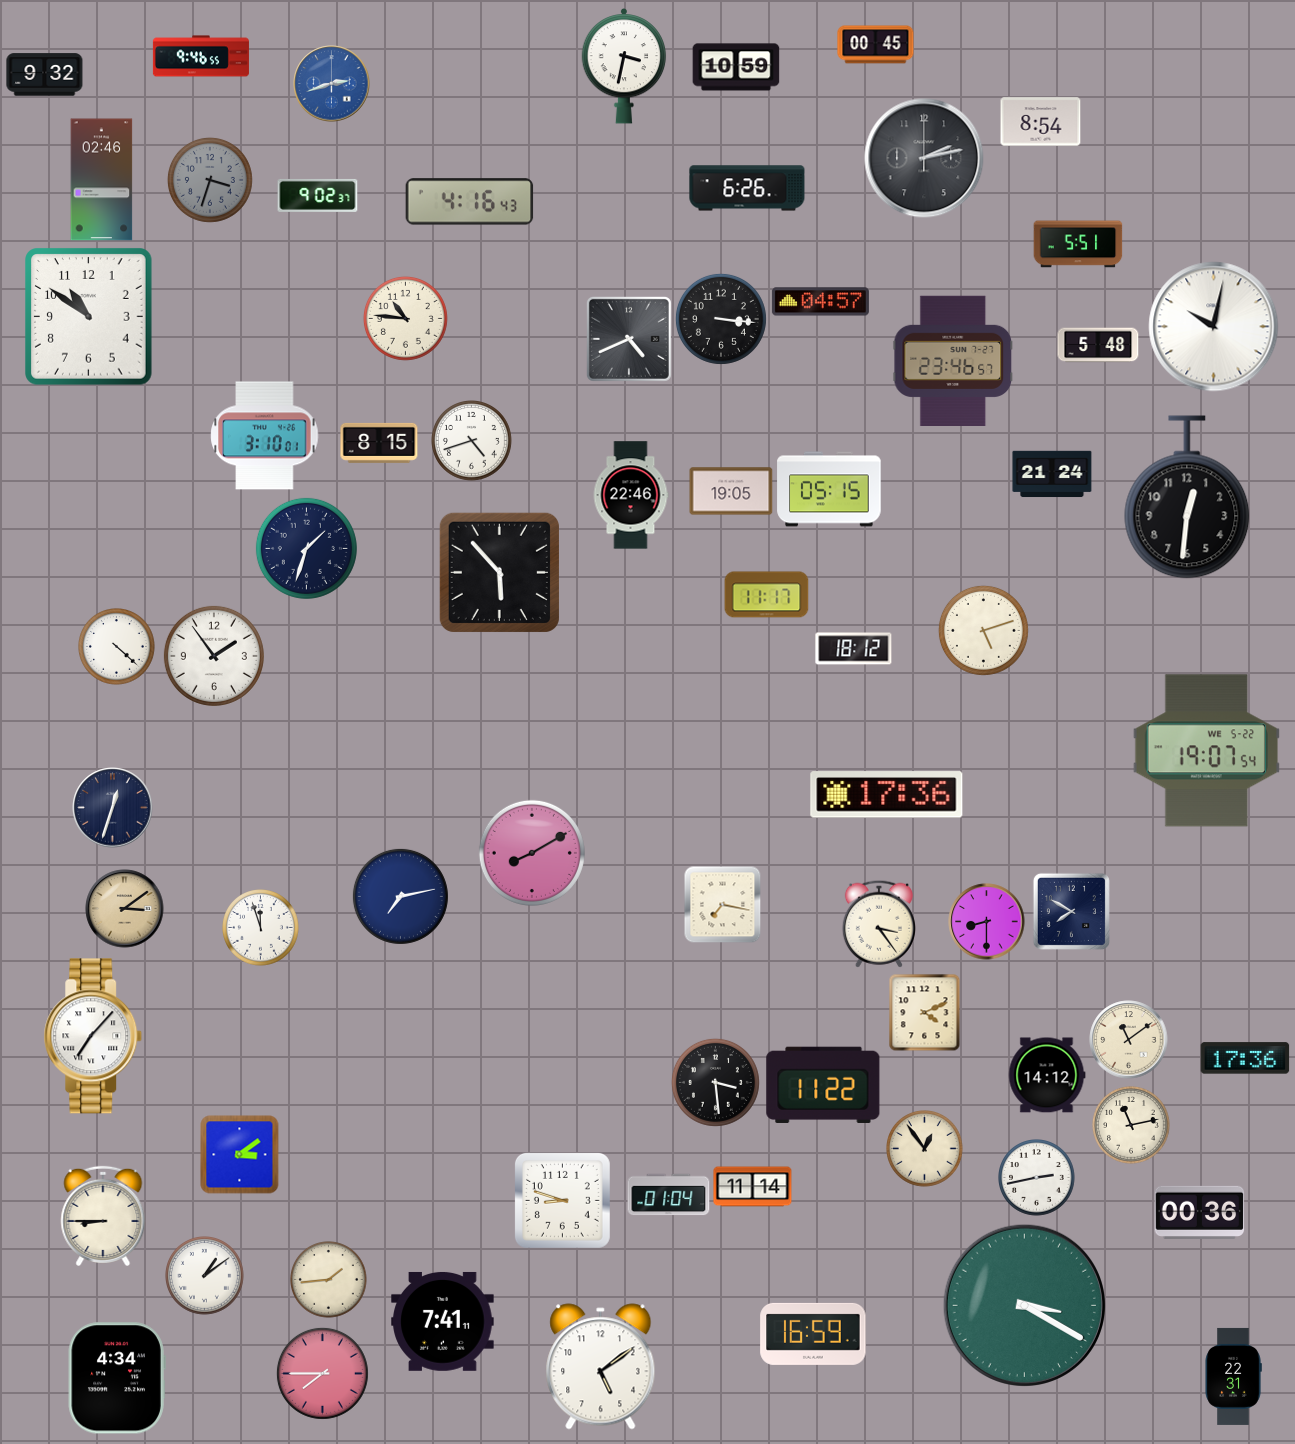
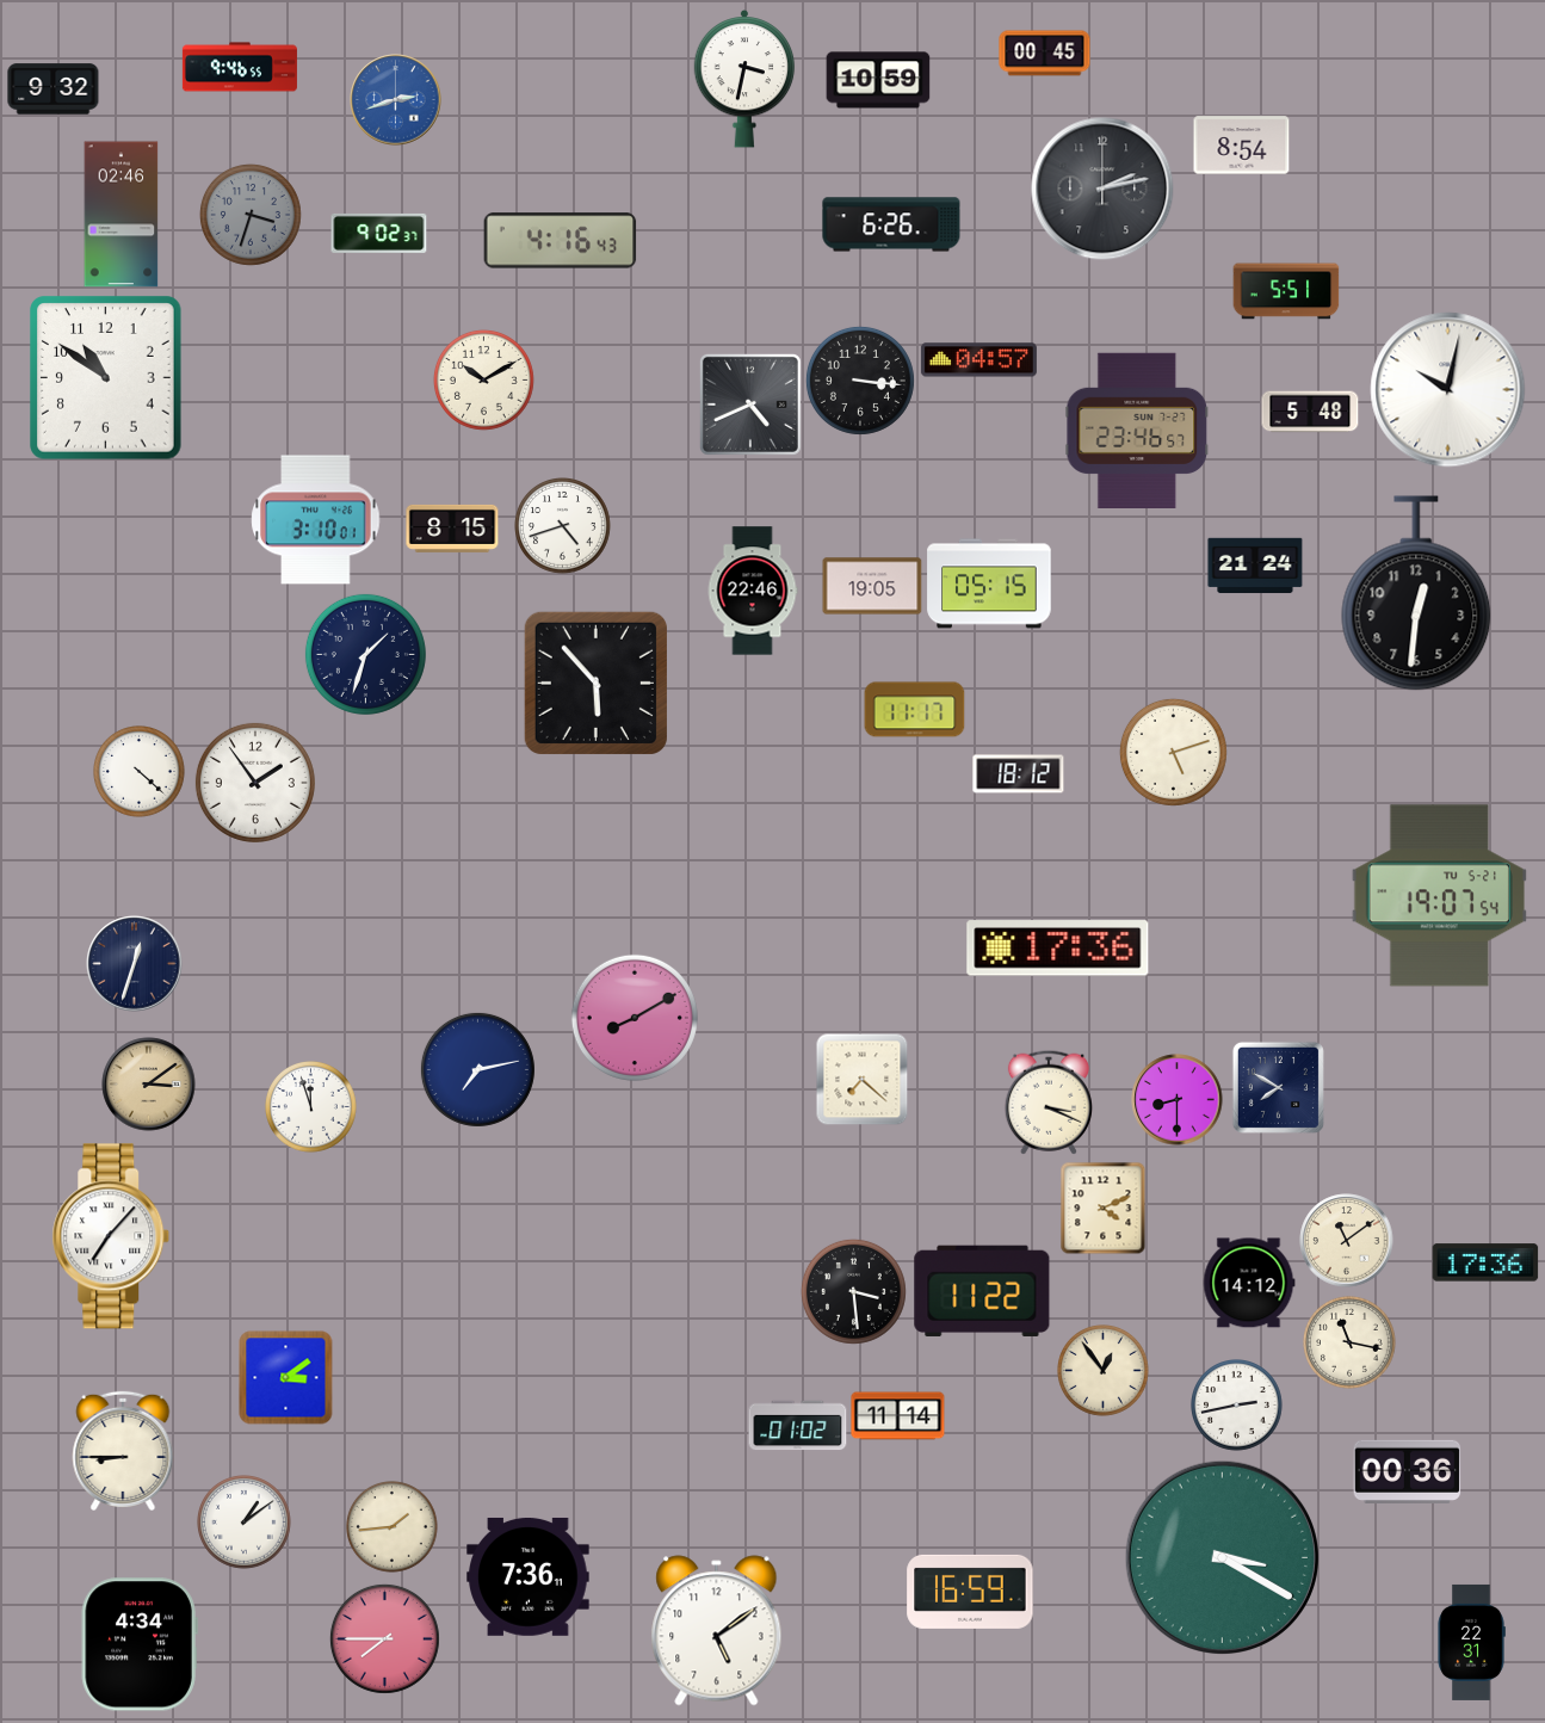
clock at (405, 318): 10:46 -> 10:10
clock at (1206, 751) date: WE 5-22 -> TU 5-21
clock at (722, 904): 7:17 -> 7:22
clock at (879, 924): 3:24 -> 3:19
clock at (823, 1084) position: (823, 1084) -> (982, 1290)
clock at (1132, 1126): 11:13 -> 11:17
clock at (669, 1195): 01:04 -> 01:02
clock at (562, 1200): 8:48 -> none
clock at (1200, 1212) position: (1200, 1212) -> (1408, 1471)
clock at (443, 1321): 7:41 -> 7:36
